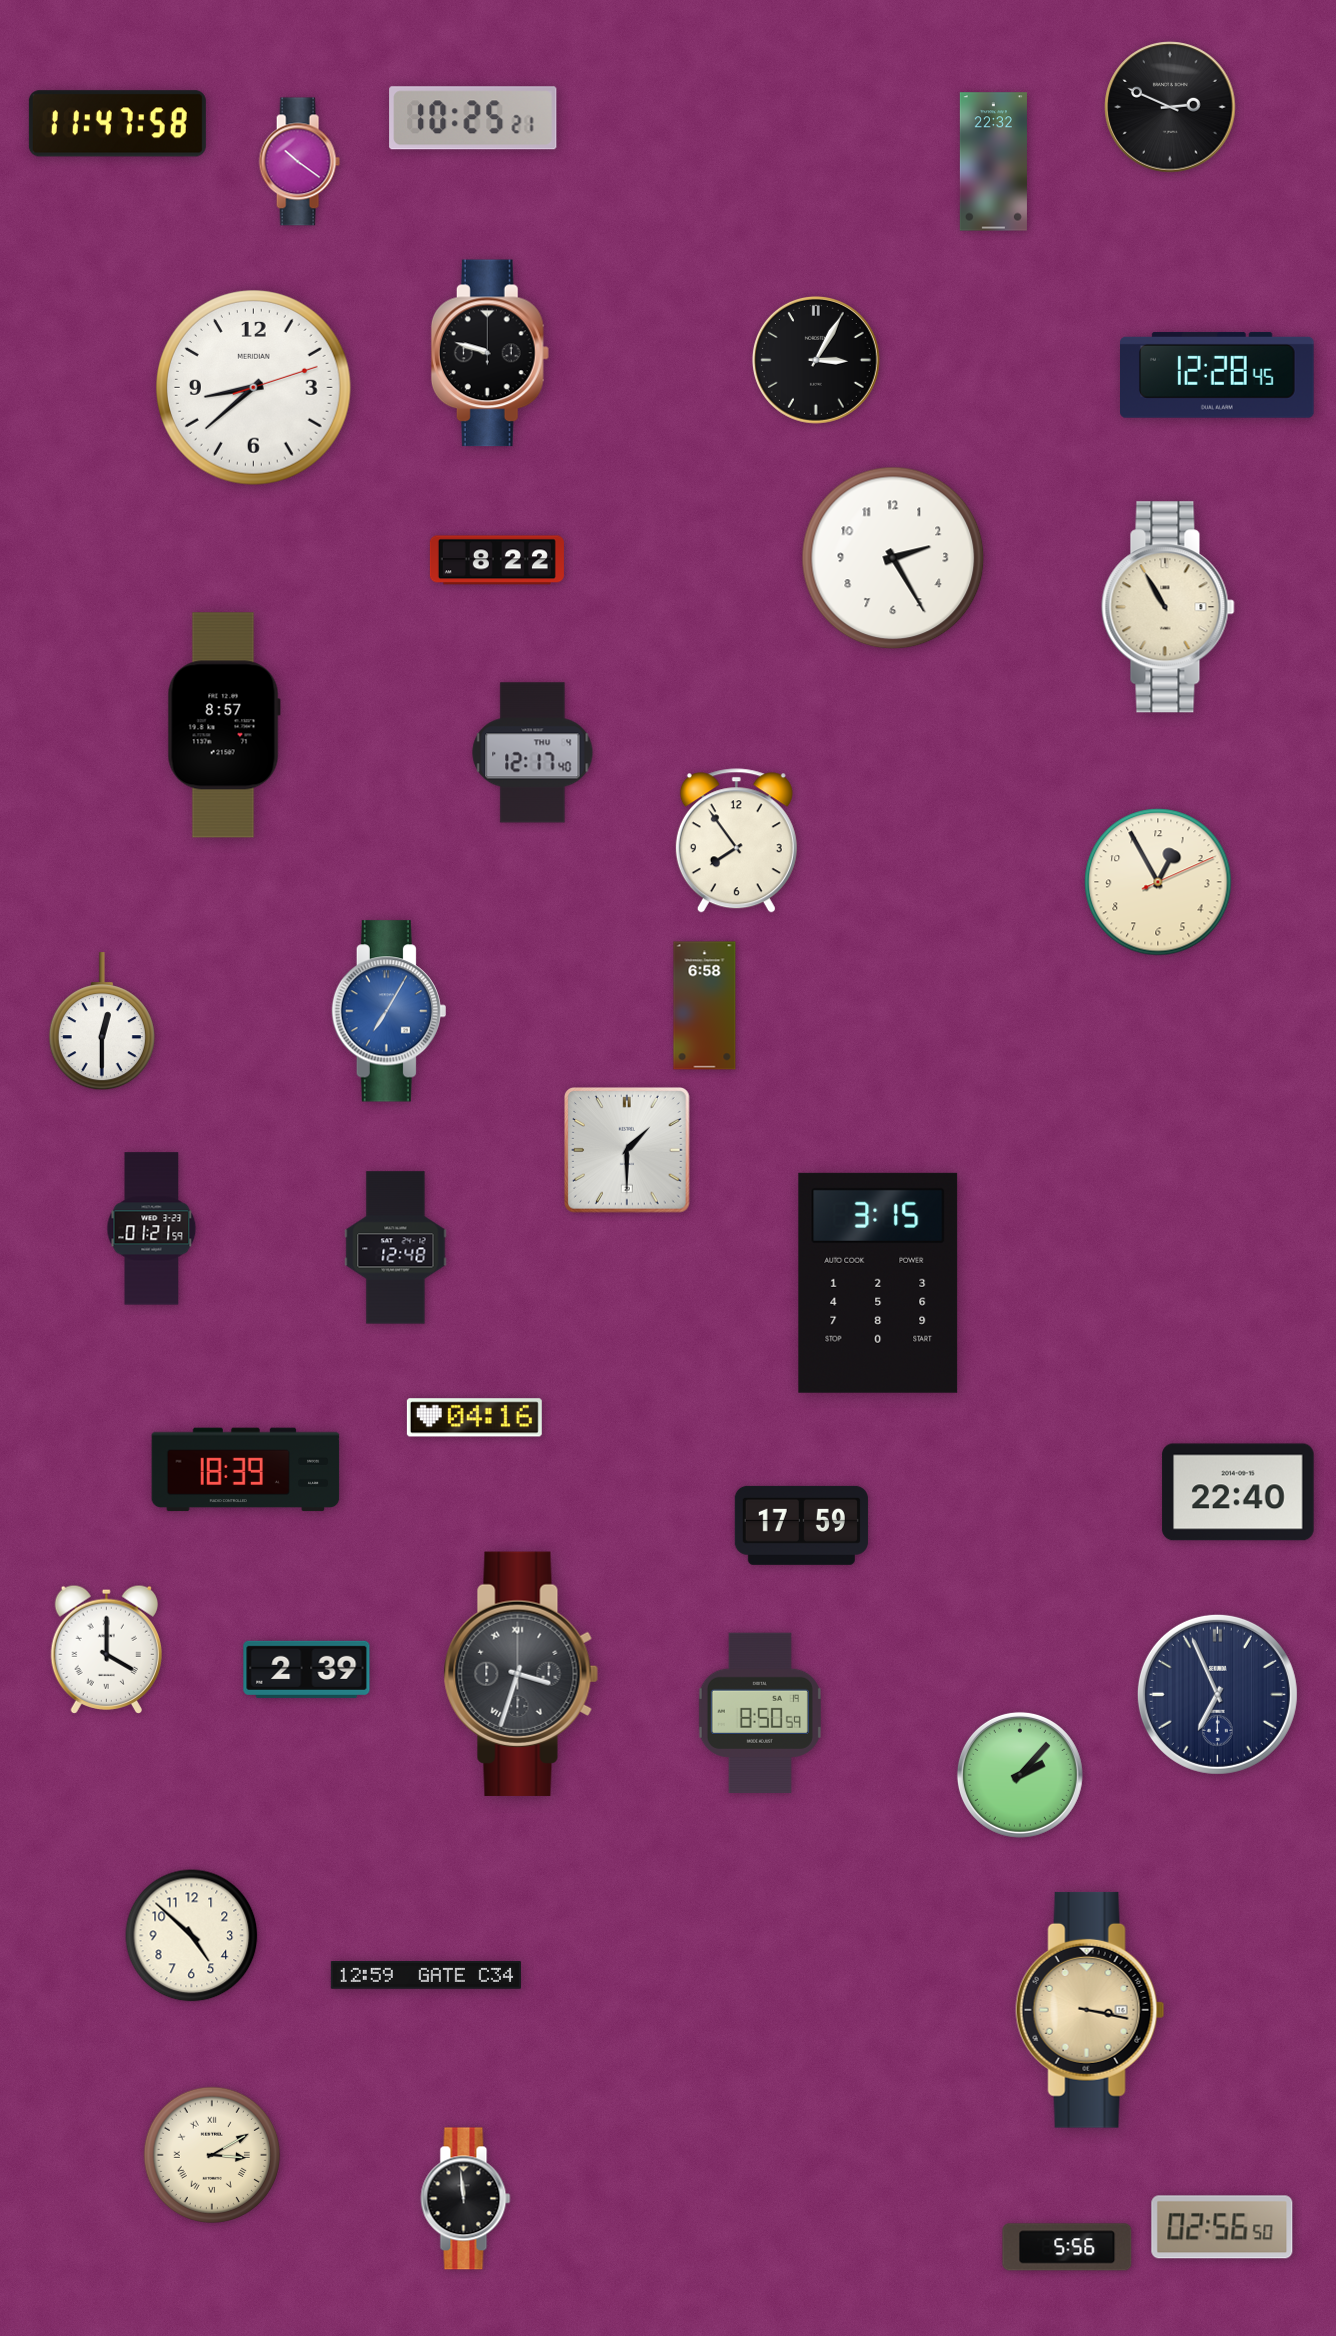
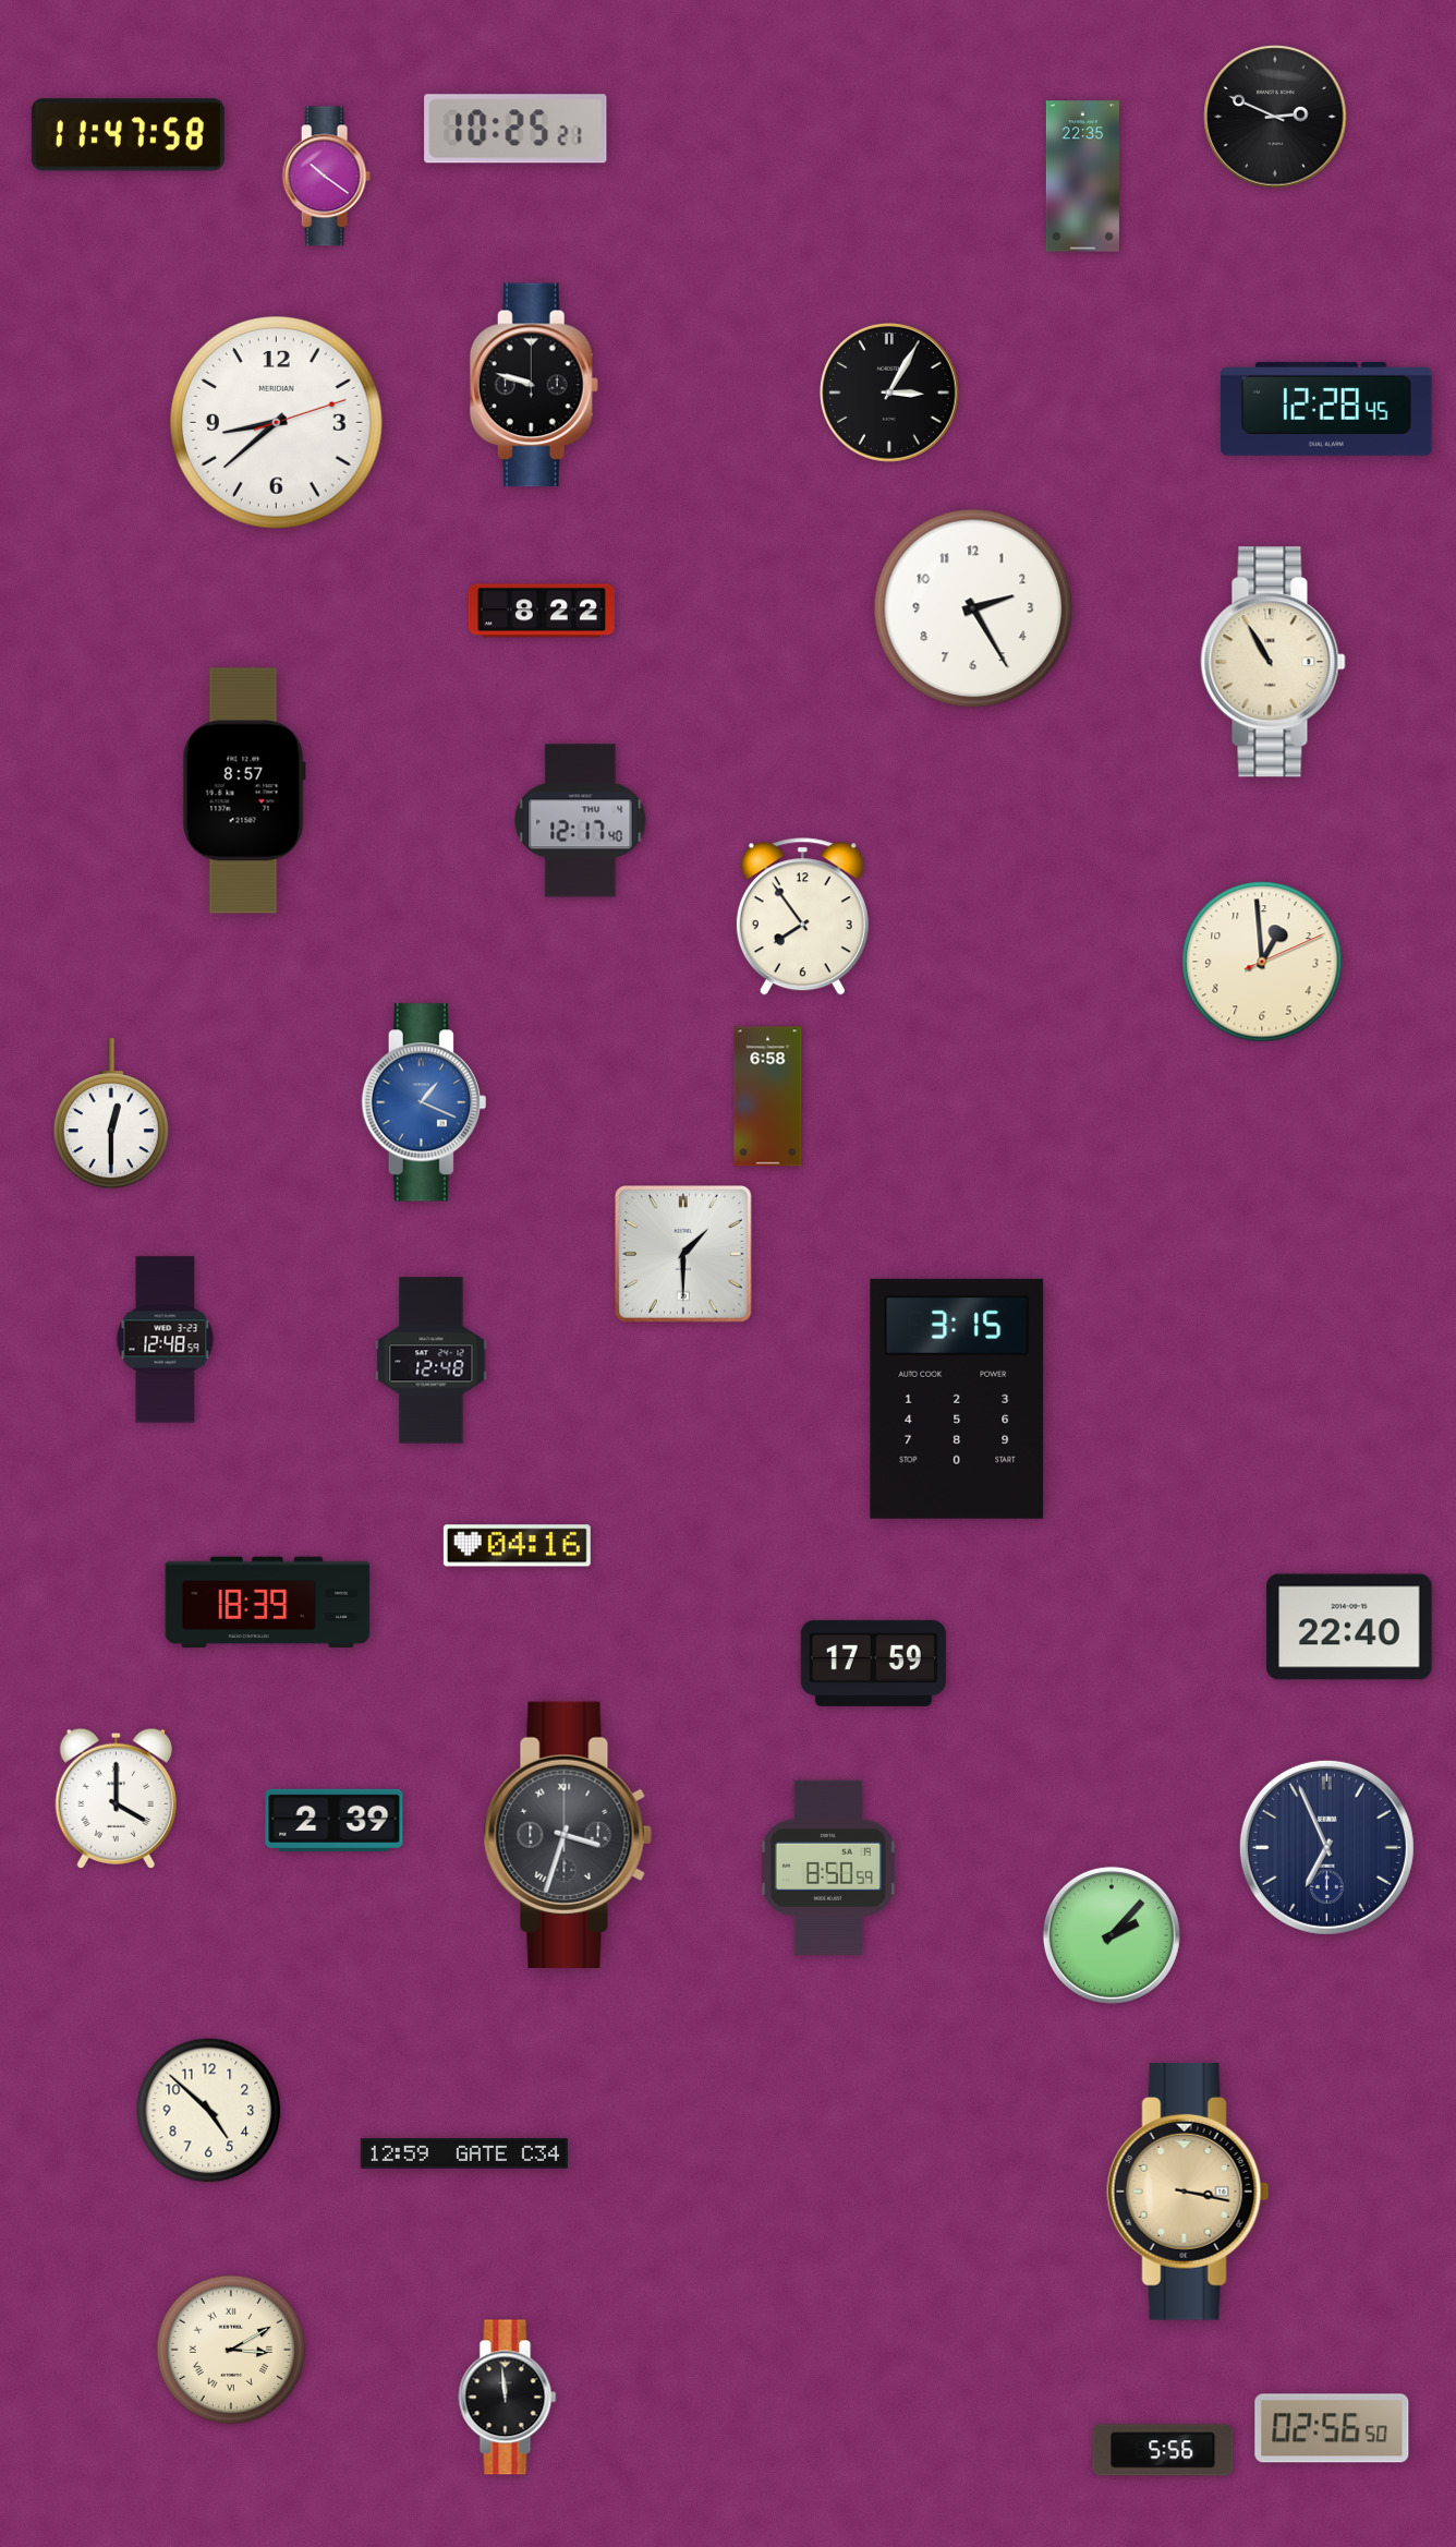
clock at (993, 162): 22:32 -> 22:35
clock at (1158, 882): 12:55 -> 12:59
clock at (389, 1011): 7:05 -> 1:19
clock at (152, 1229): 01:21 -> 12:48
clock at (521, 1674) position: (521, 1674) -> (568, 1835)
